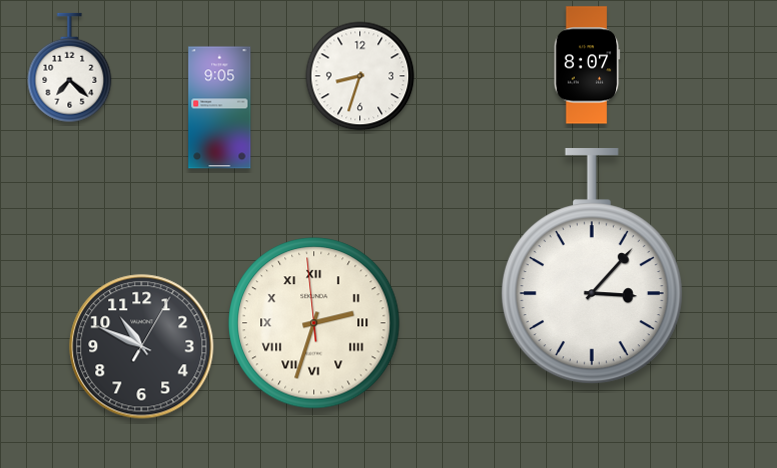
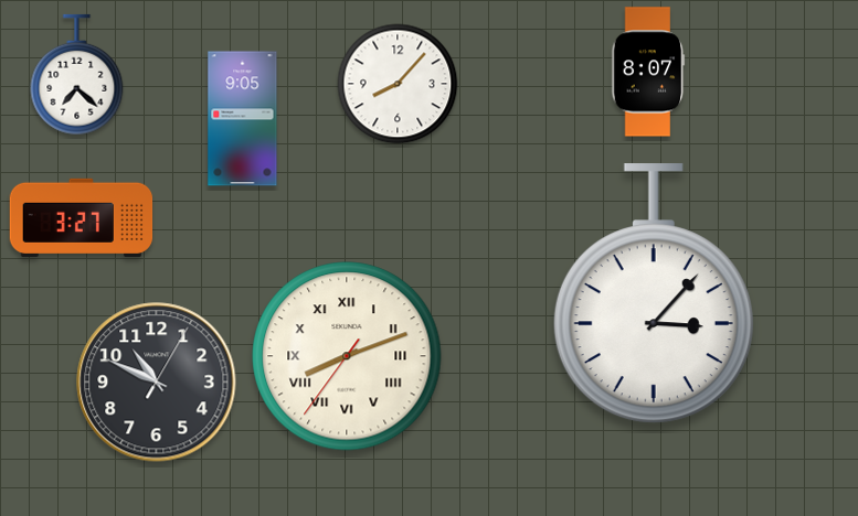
clock at (360, 76): 8:33 -> 8:07
clock at (82, 217): none -> 3:27
clock at (314, 323): 2:32 -> 8:11
